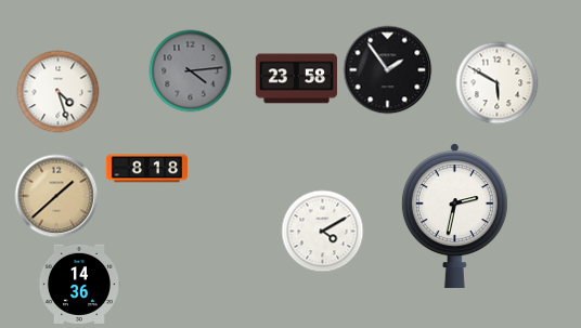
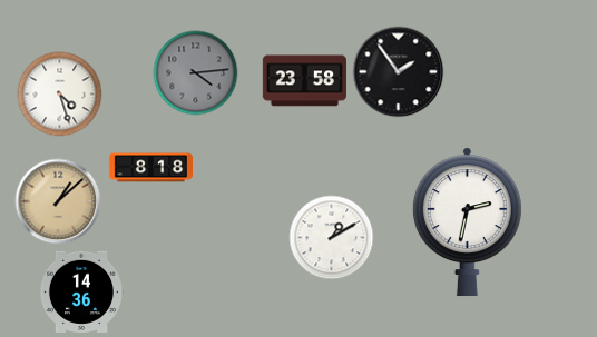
clock at (498, 83): 5:50 -> none
clock at (146, 169) position: (146, 169) -> (150, 168)
clock at (56, 196): 1:38 -> 1:08
clock at (323, 232): 4:10 -> 1:10
